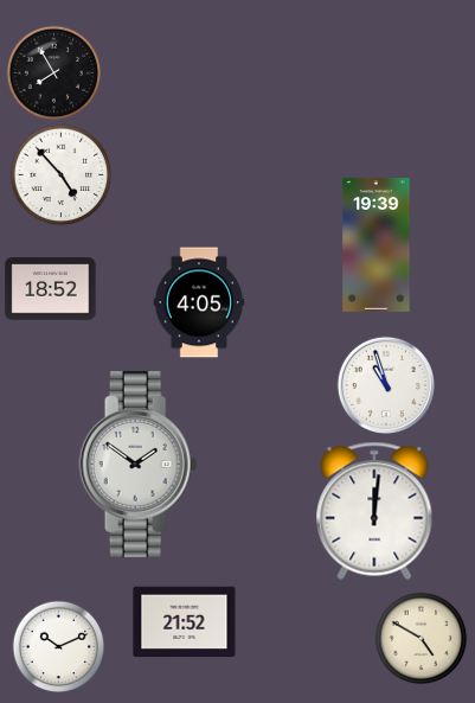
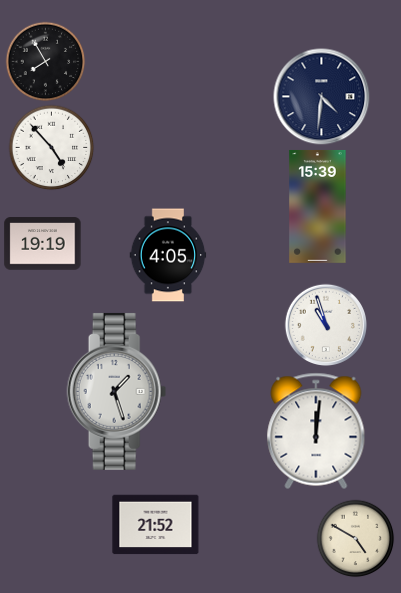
clock at (322, 97): none -> 4:31
clock at (377, 244): 19:39 -> 15:39
clock at (51, 289): 18:52 -> 19:19
clock at (139, 464): 1:51 -> 1:27
clock at (58, 646): 10:11 -> none
